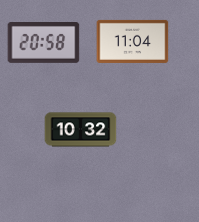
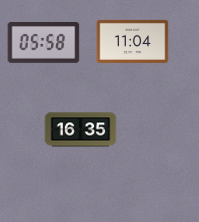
clock at (44, 43): 20:58 -> 05:58
clock at (81, 130): 10:32 -> 16:35
